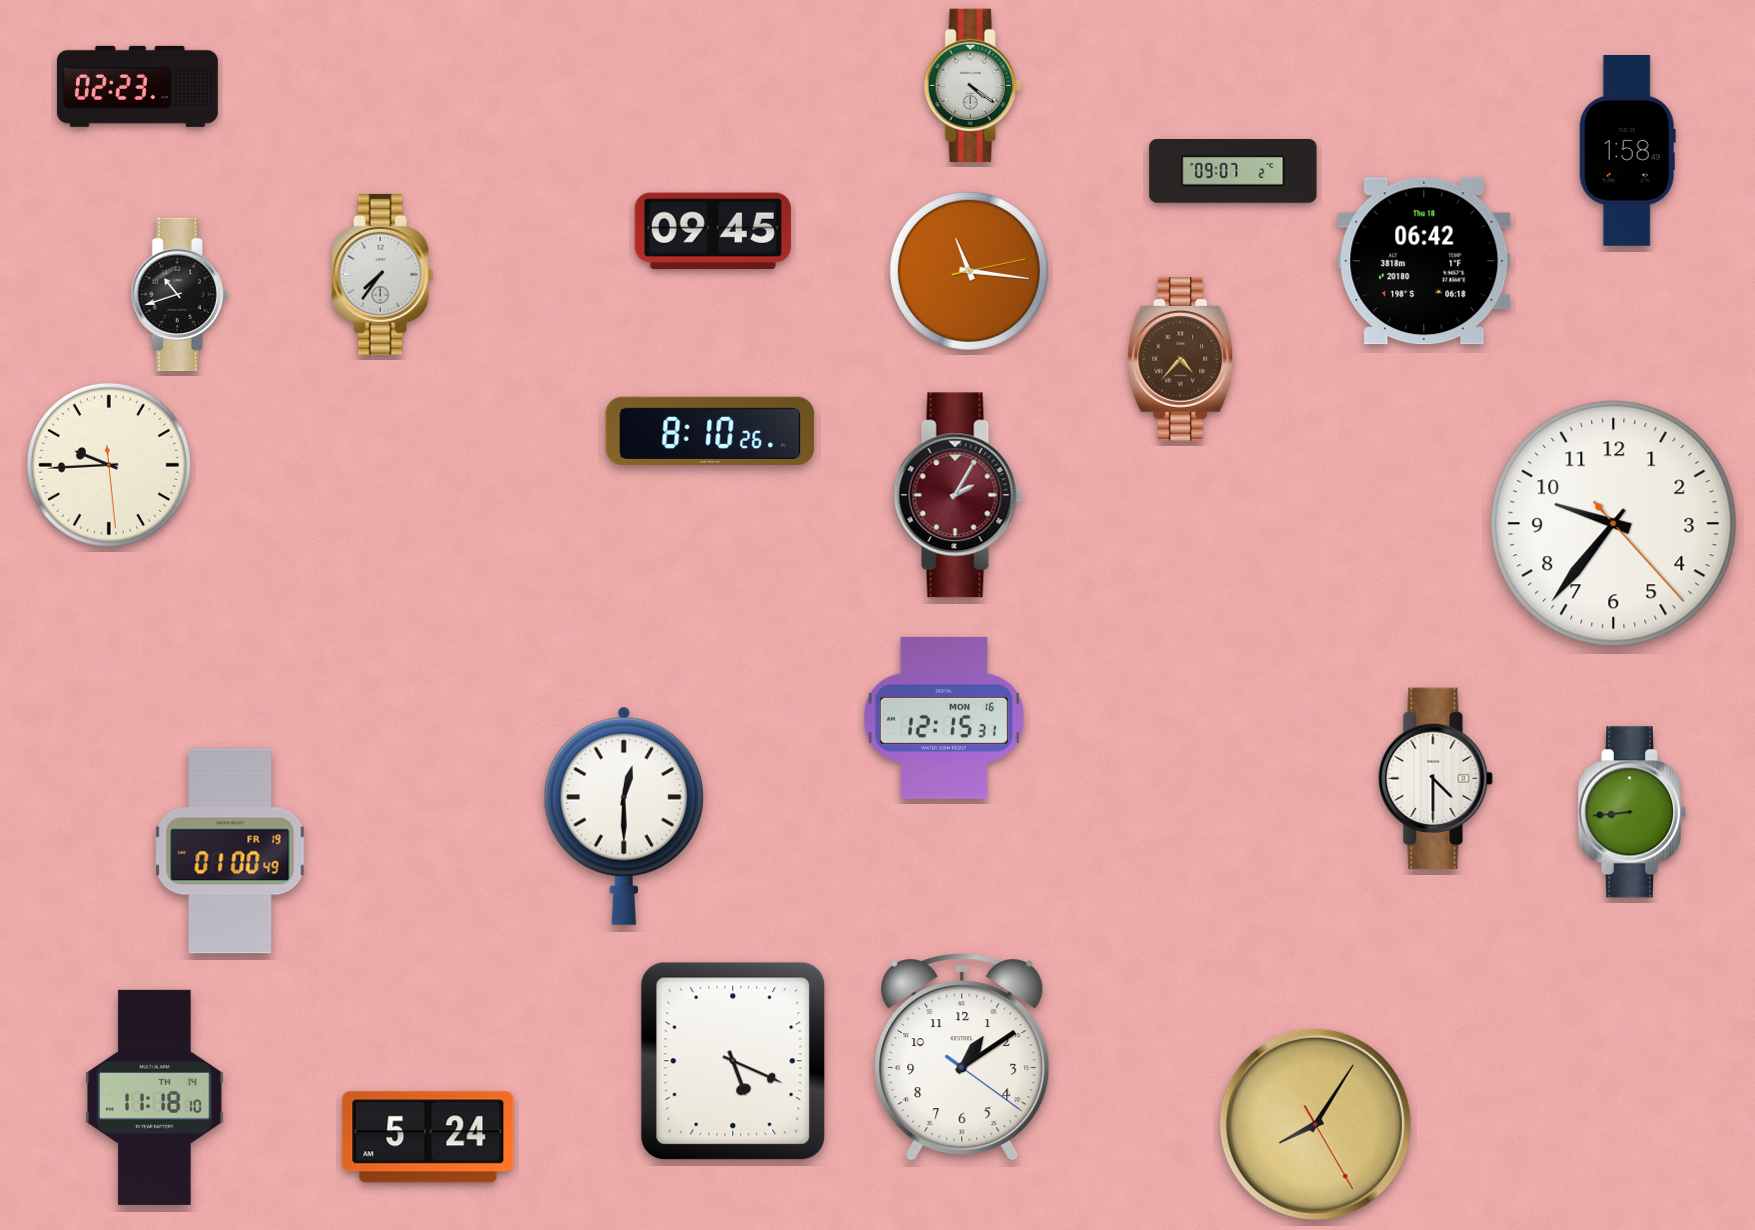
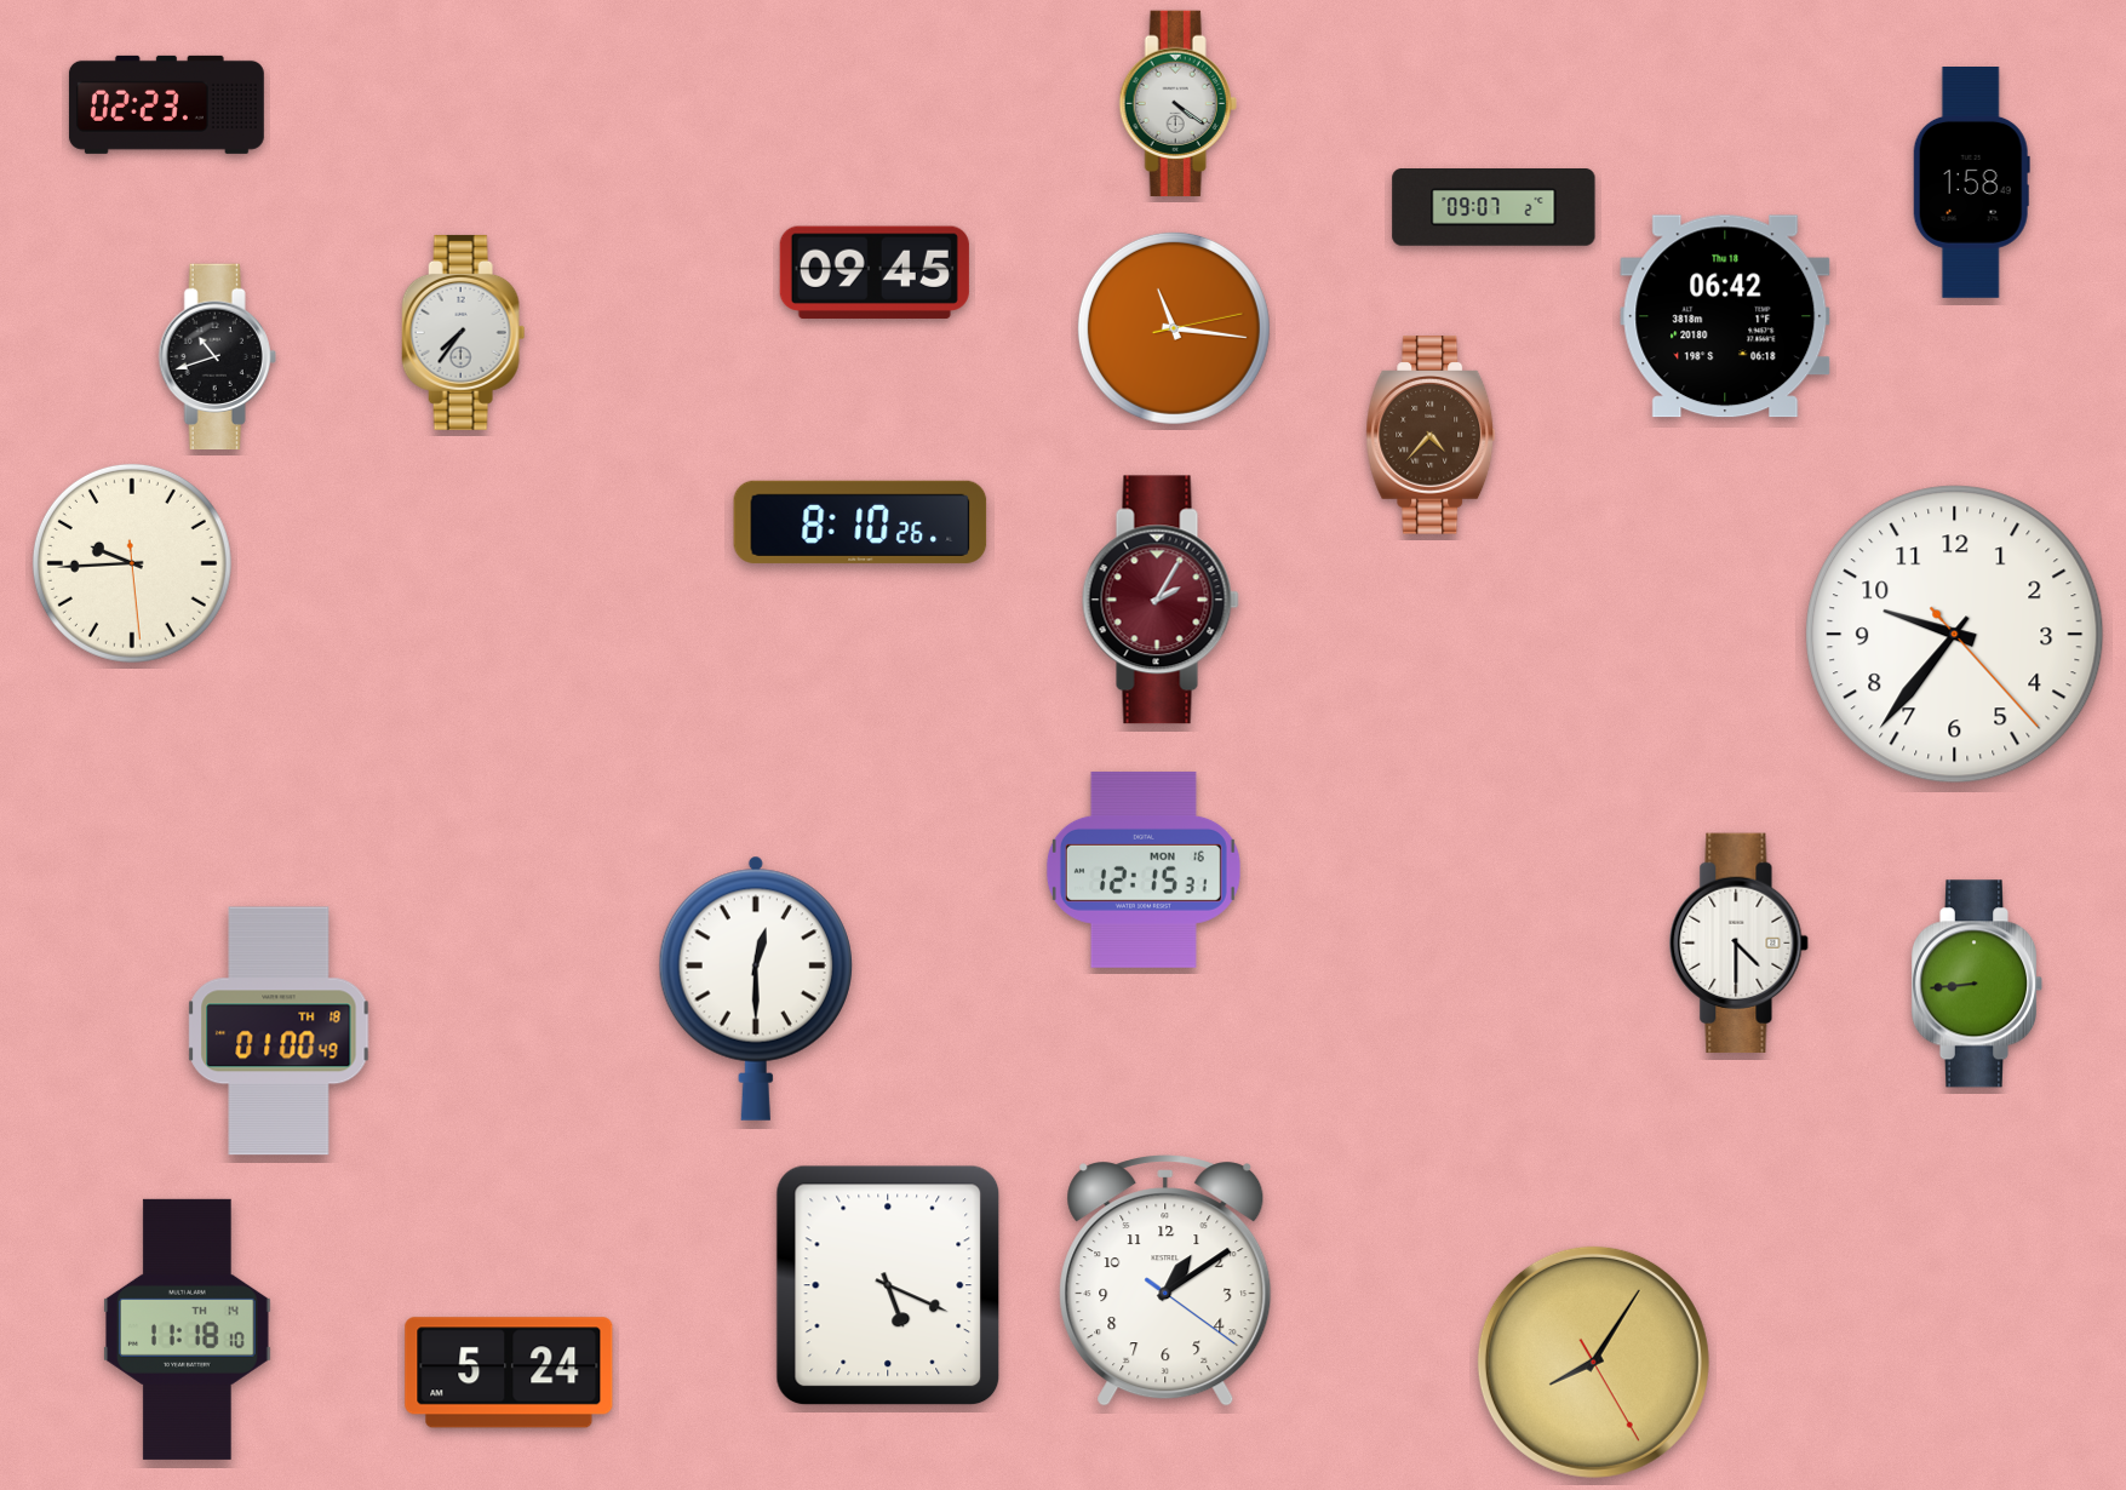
clock at (713, 230) position: (713, 230) -> (875, 271)
clock at (230, 851) date: FR 19 -> TH 18
clock at (428, 1137) position: (428, 1137) -> (509, 1372)
